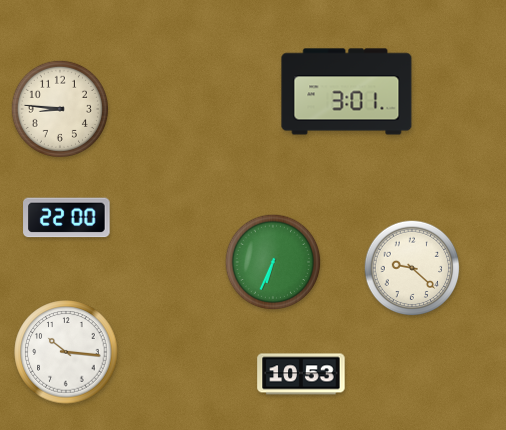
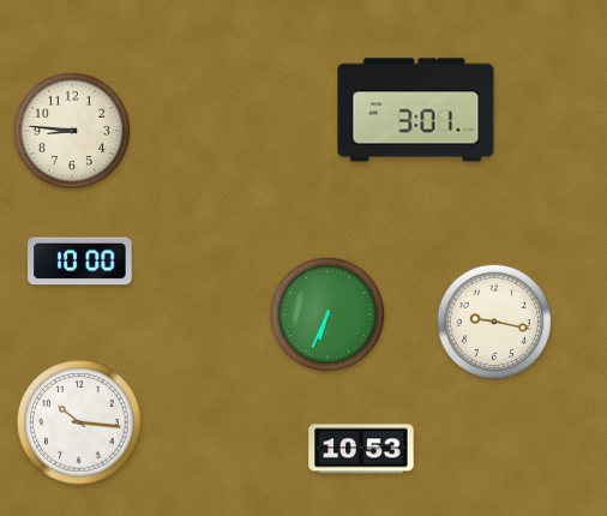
clock at (67, 218): 22:00 -> 10:00
clock at (412, 268): 9:22 -> 9:17
